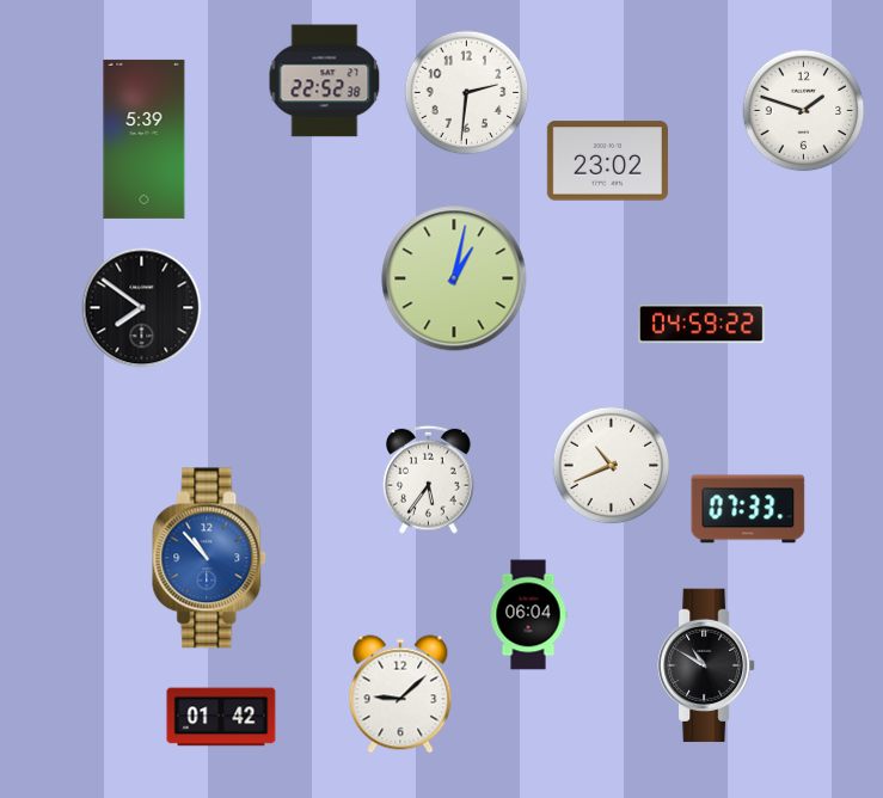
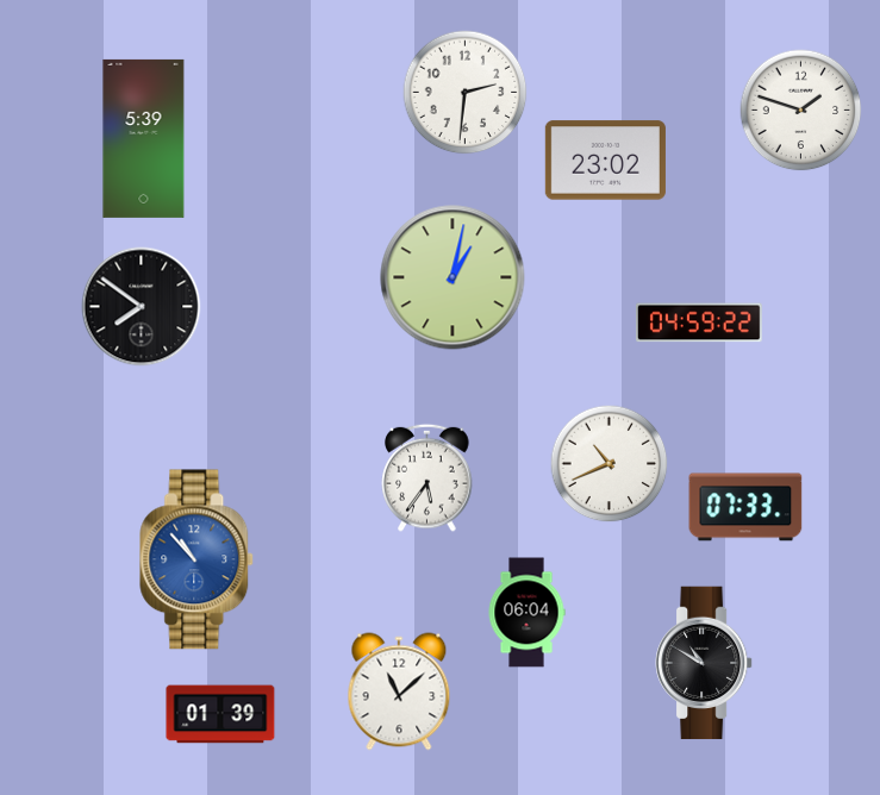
clock at (325, 81): 22:52 -> none
clock at (210, 558) position: (210, 558) -> (198, 559)
clock at (400, 694): 9:08 -> 11:08
clock at (221, 717): 01:42 -> 01:39
